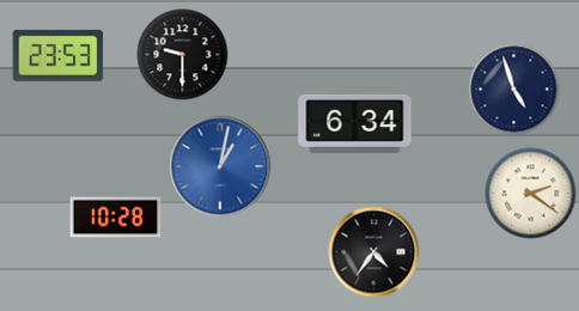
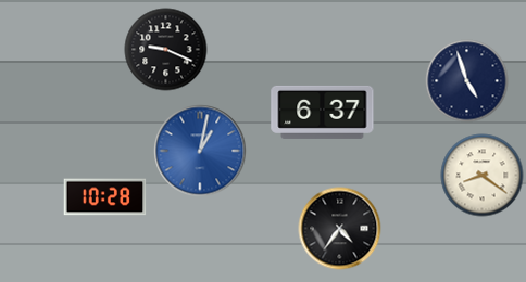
clock at (59, 55): 23:53 -> none
clock at (183, 55): 9:30 -> 9:19
clock at (355, 123): 6:34 -> 6:37
clock at (531, 194): 2:21 -> 8:21
